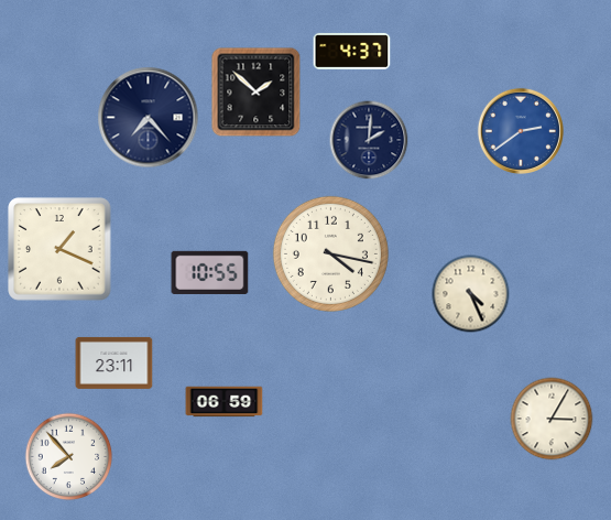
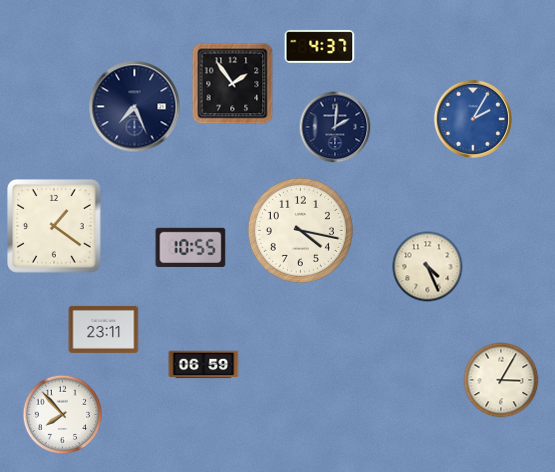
clock at (257, 93): 1:52 -> 1:54
clock at (149, 118): 7:23 -> 7:26
clock at (521, 131): 2:39 -> 2:05
clock at (59, 249): 1:19 -> 1:21
